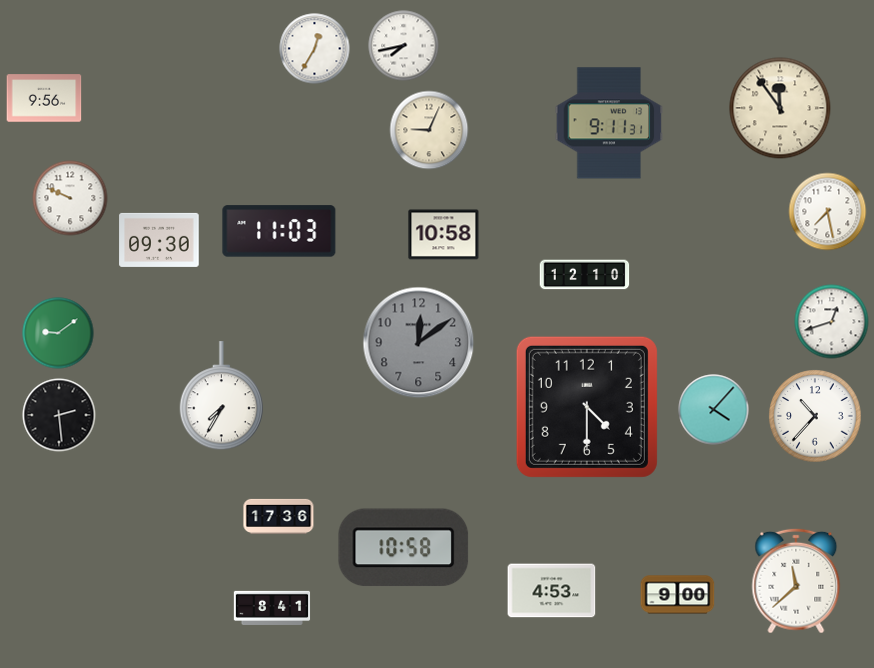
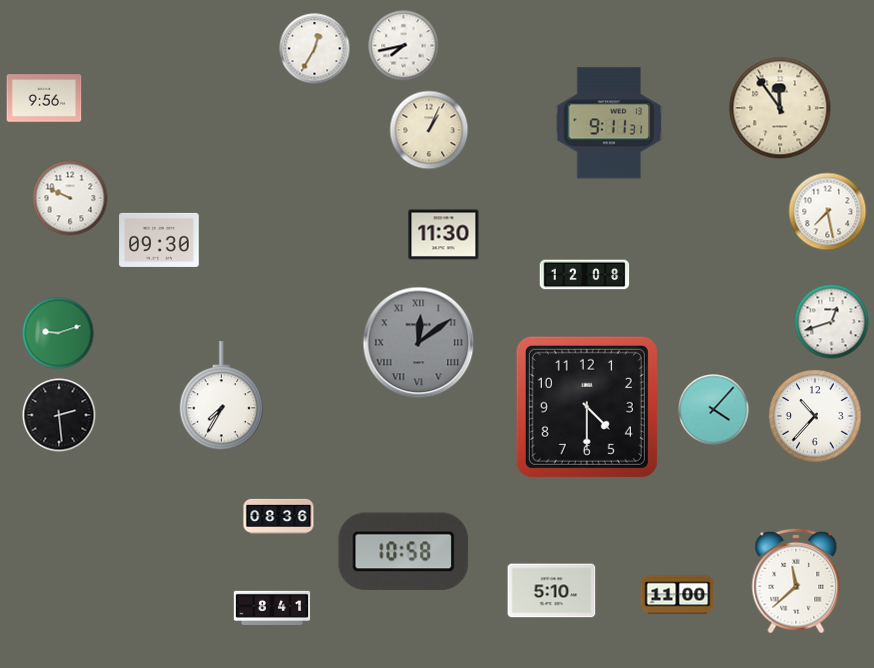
clock at (429, 130): 9:04 -> 1:04
clock at (279, 231): 11:03 -> none
clock at (444, 235): 10:58 -> 11:30
clock at (585, 275): 12:10 -> 12:08
clock at (58, 333): 9:09 -> 9:12
clock at (419, 343) numerals: Arabic -> Roman
clock at (279, 516): 17:36 -> 08:36
clock at (404, 548) position: (404, 548) -> (404, 552)
clock at (552, 591): 4:53 -> 5:10
clock at (678, 595): 9:00 -> 11:00
